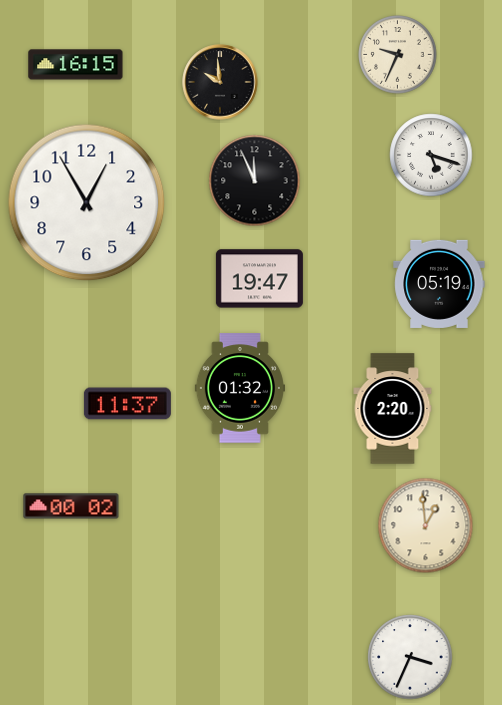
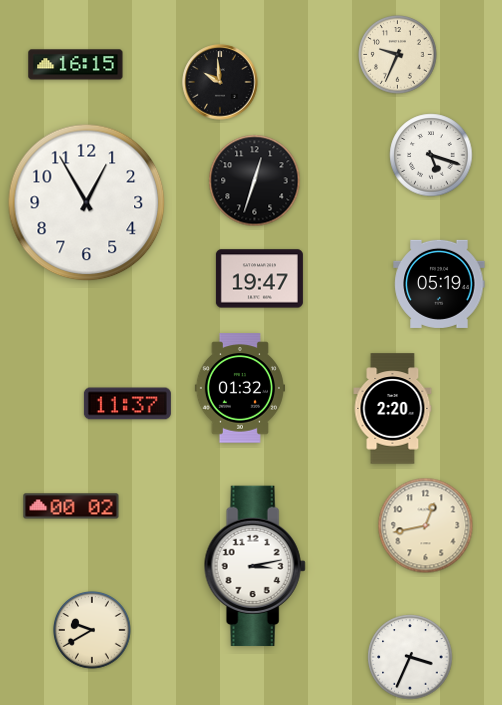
clock at (255, 181): 11:56 -> 12:33
clock at (426, 526): 12:59 -> 12:43
clock at (255, 566): none -> 3:13
clock at (92, 631): none -> 9:40
